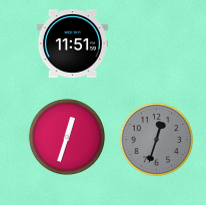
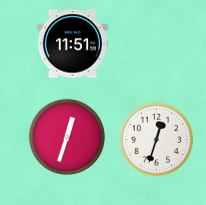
clock at (157, 140) dial: grey -> white
